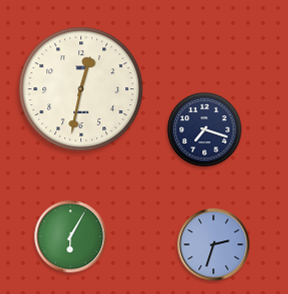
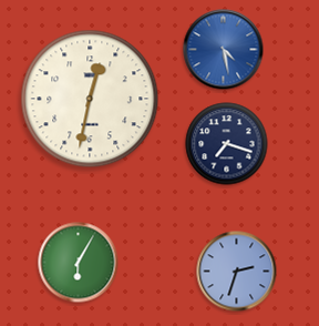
clock at (224, 50): none -> 4:28
